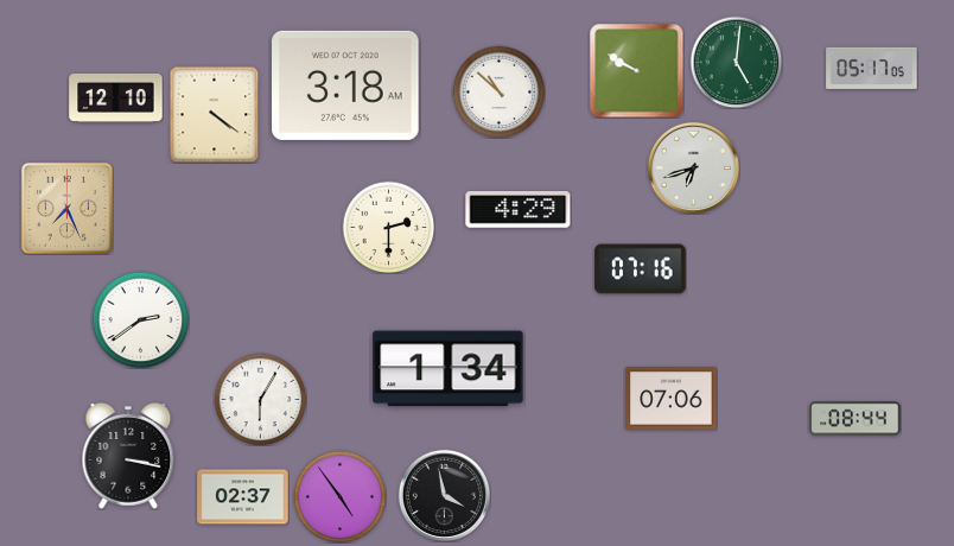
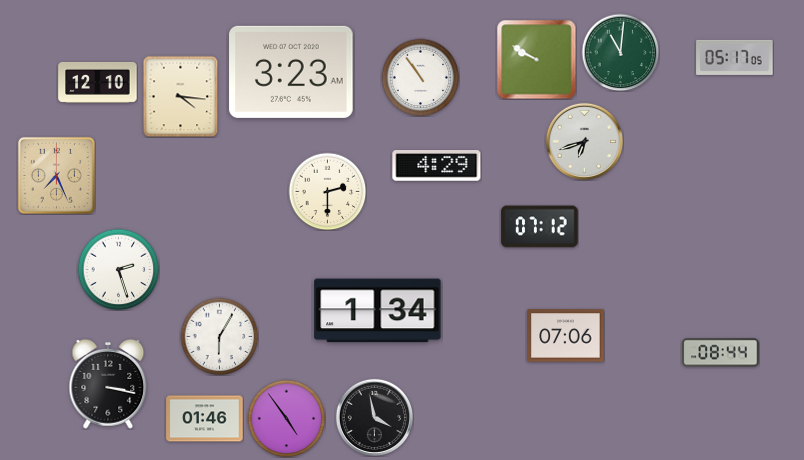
clock at (736, 62): 5:01 -> 11:01
clock at (345, 85): 3:18 -> 3:23
clock at (498, 91): 10:52 -> 10:54
clock at (215, 114): 4:21 -> 4:16
clock at (519, 210) position: (519, 210) -> (437, 166)
clock at (641, 269): 07:16 -> 07:12
clock at (140, 319): 2:39 -> 2:27
clock at (243, 497): 02:37 -> 01:46
